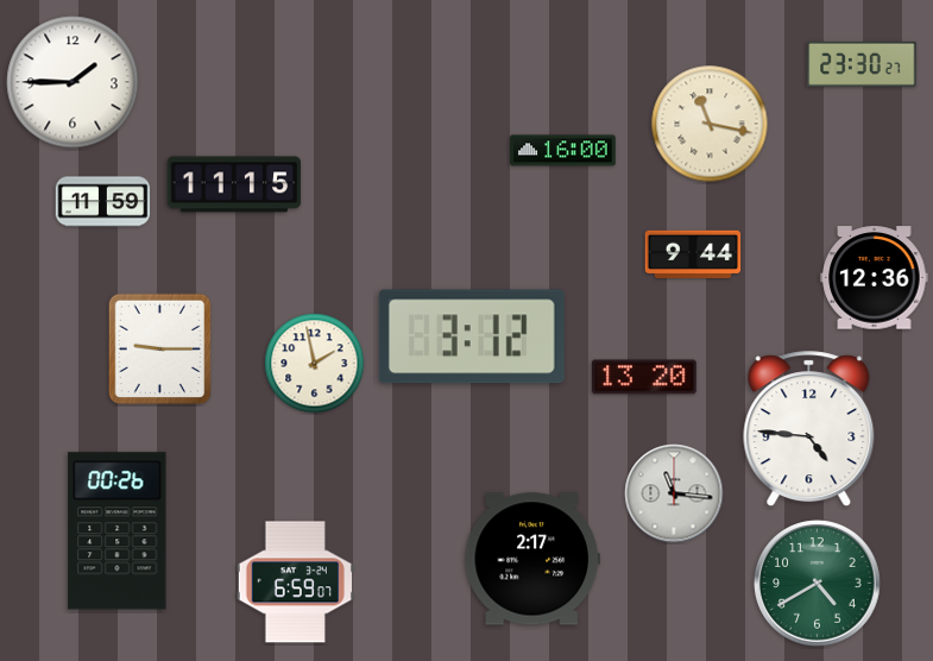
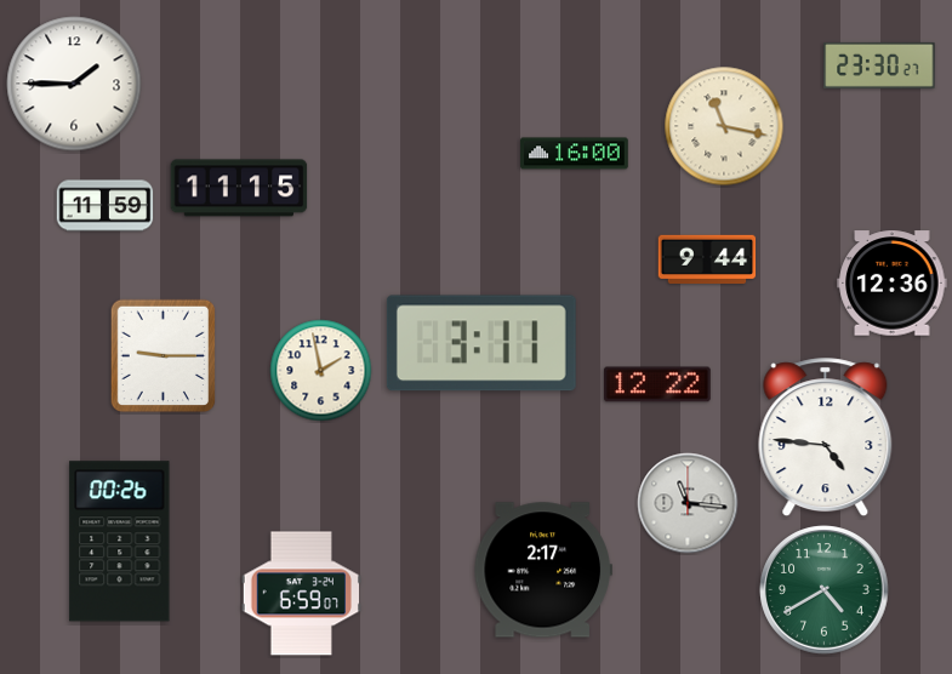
clock at (472, 336): 3:12 -> 3:11
clock at (644, 377): 13:20 -> 12:22
clock at (818, 584) position: (818, 584) -> (825, 590)
